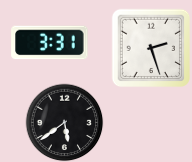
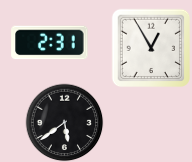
clock at (50, 43): 3:31 -> 2:31
clock at (151, 48): 2:27 -> 12:55
